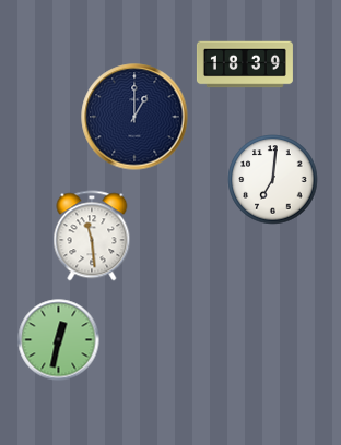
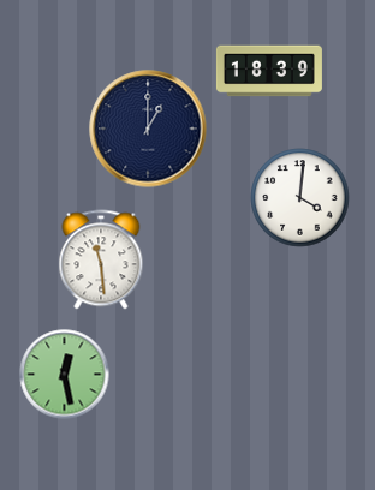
clock at (273, 180): 7:01 -> 4:01
clock at (59, 340): 12:32 -> 12:28
